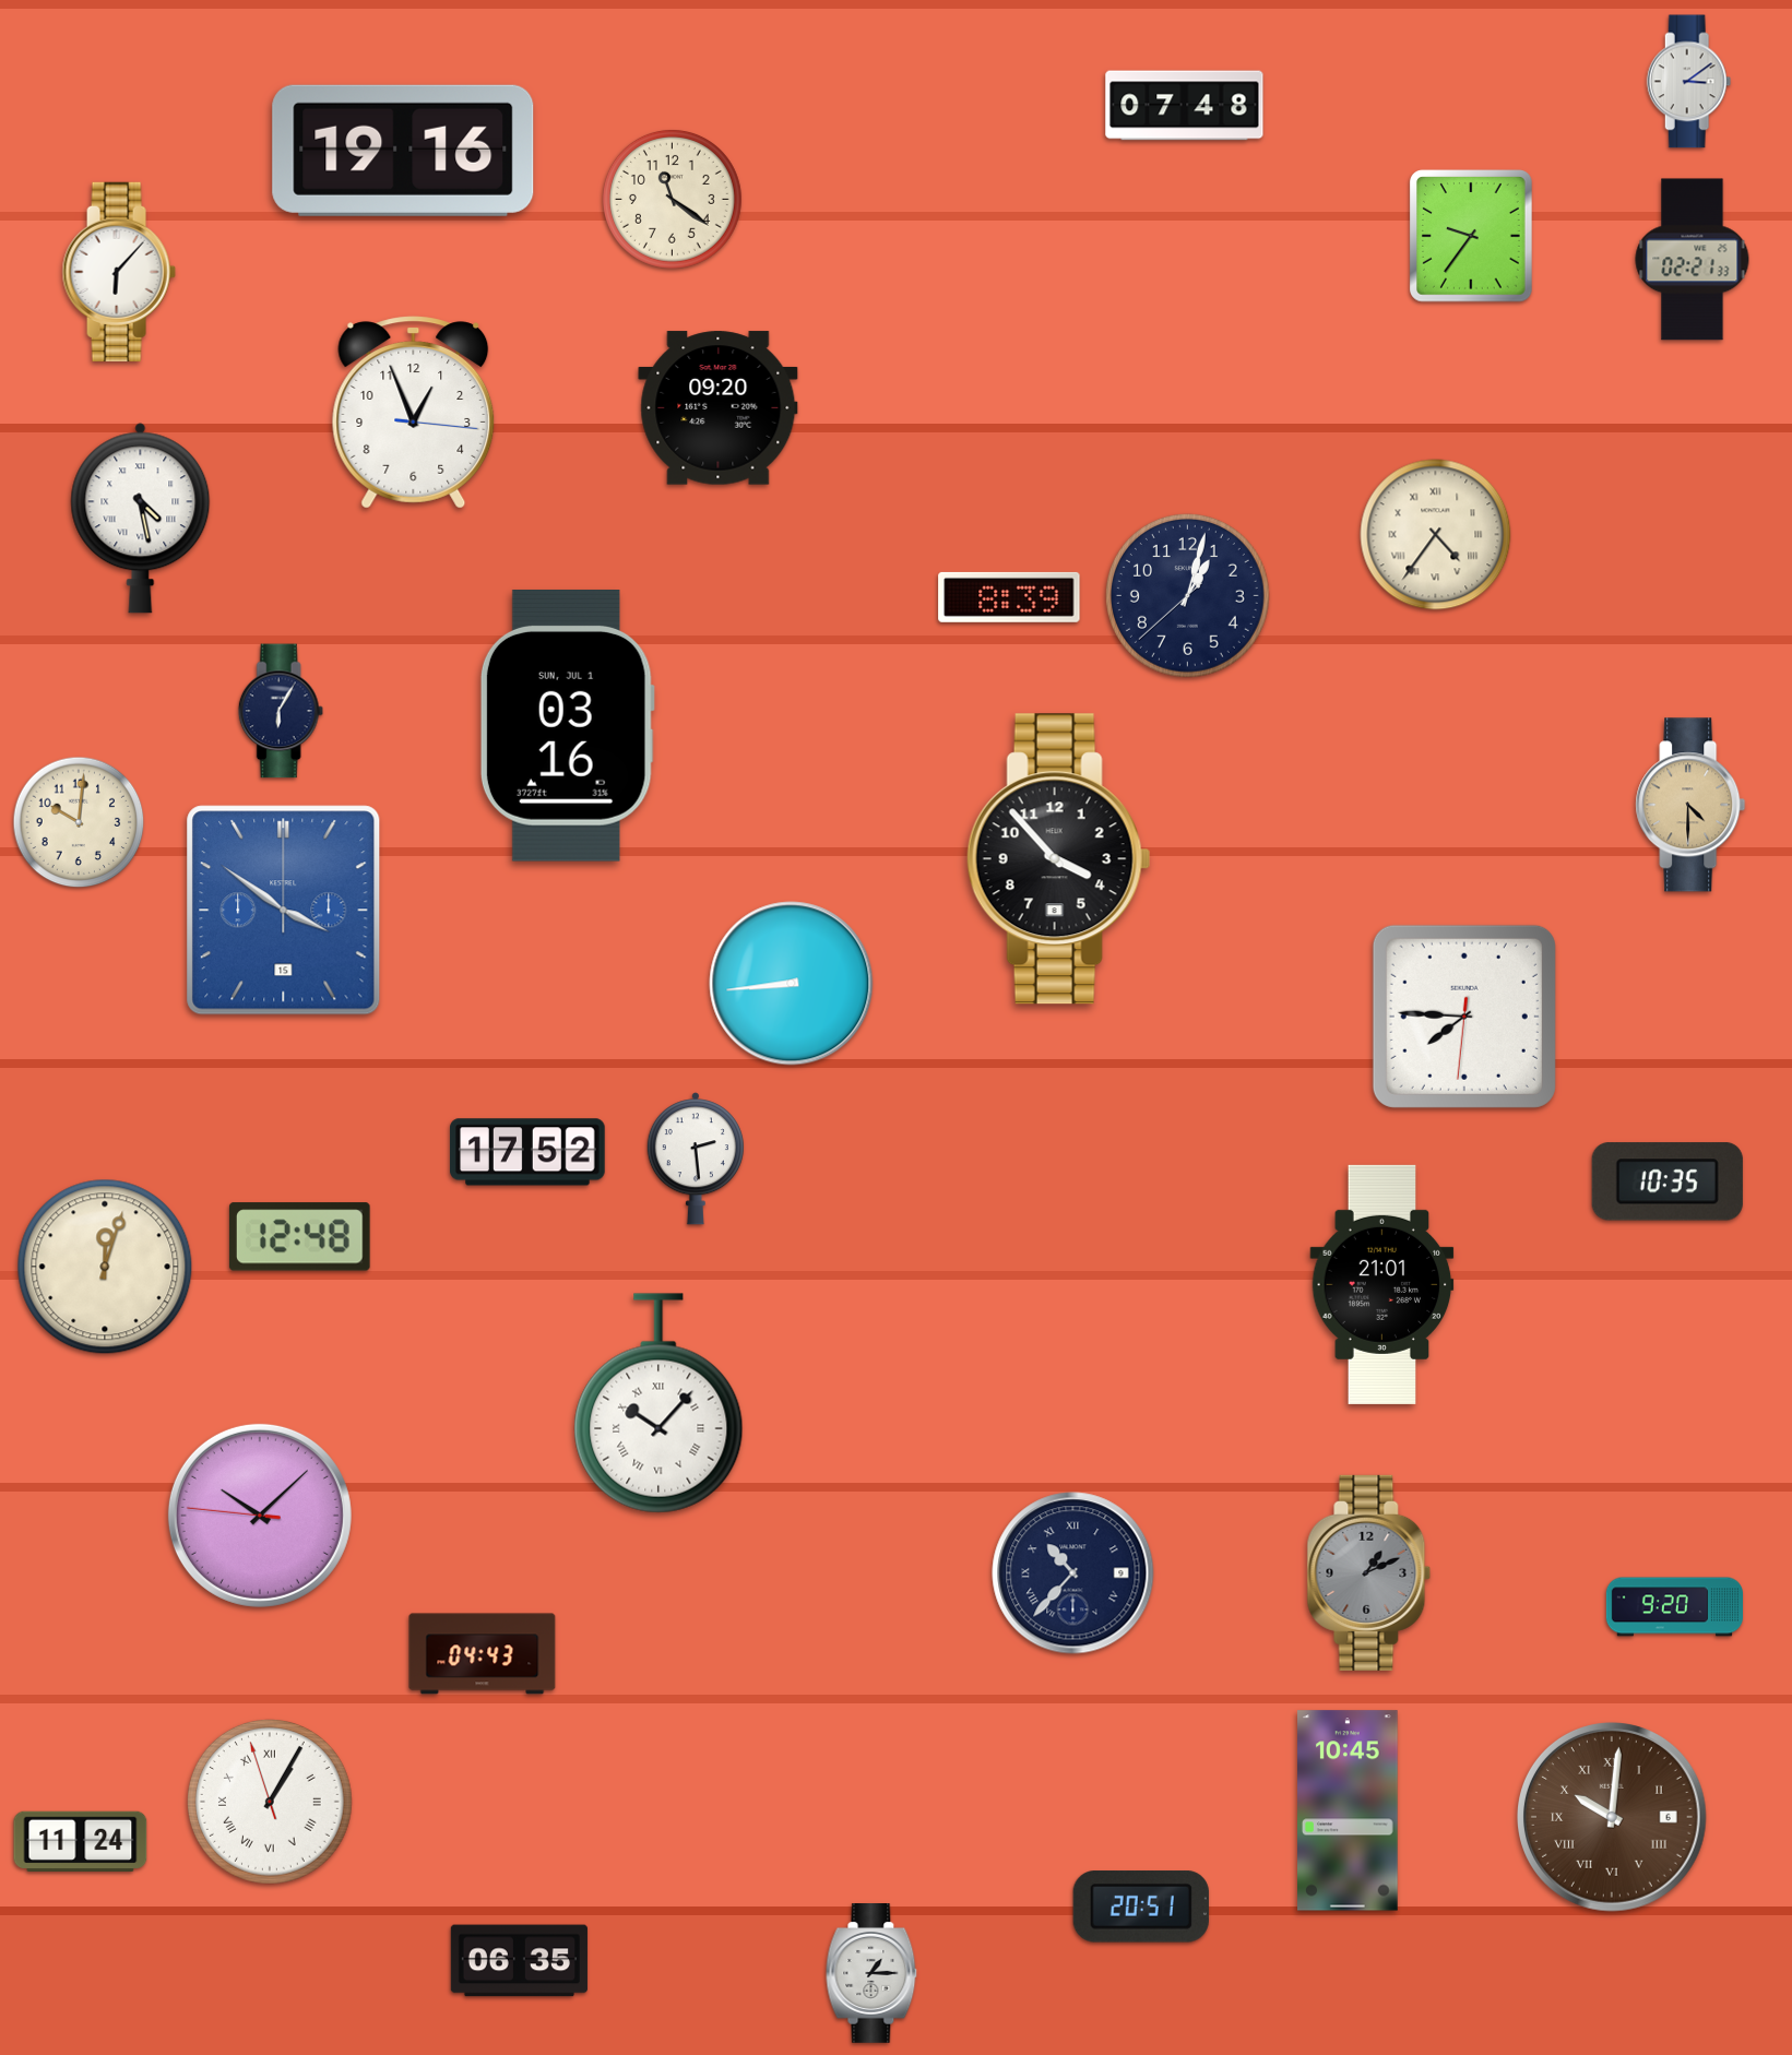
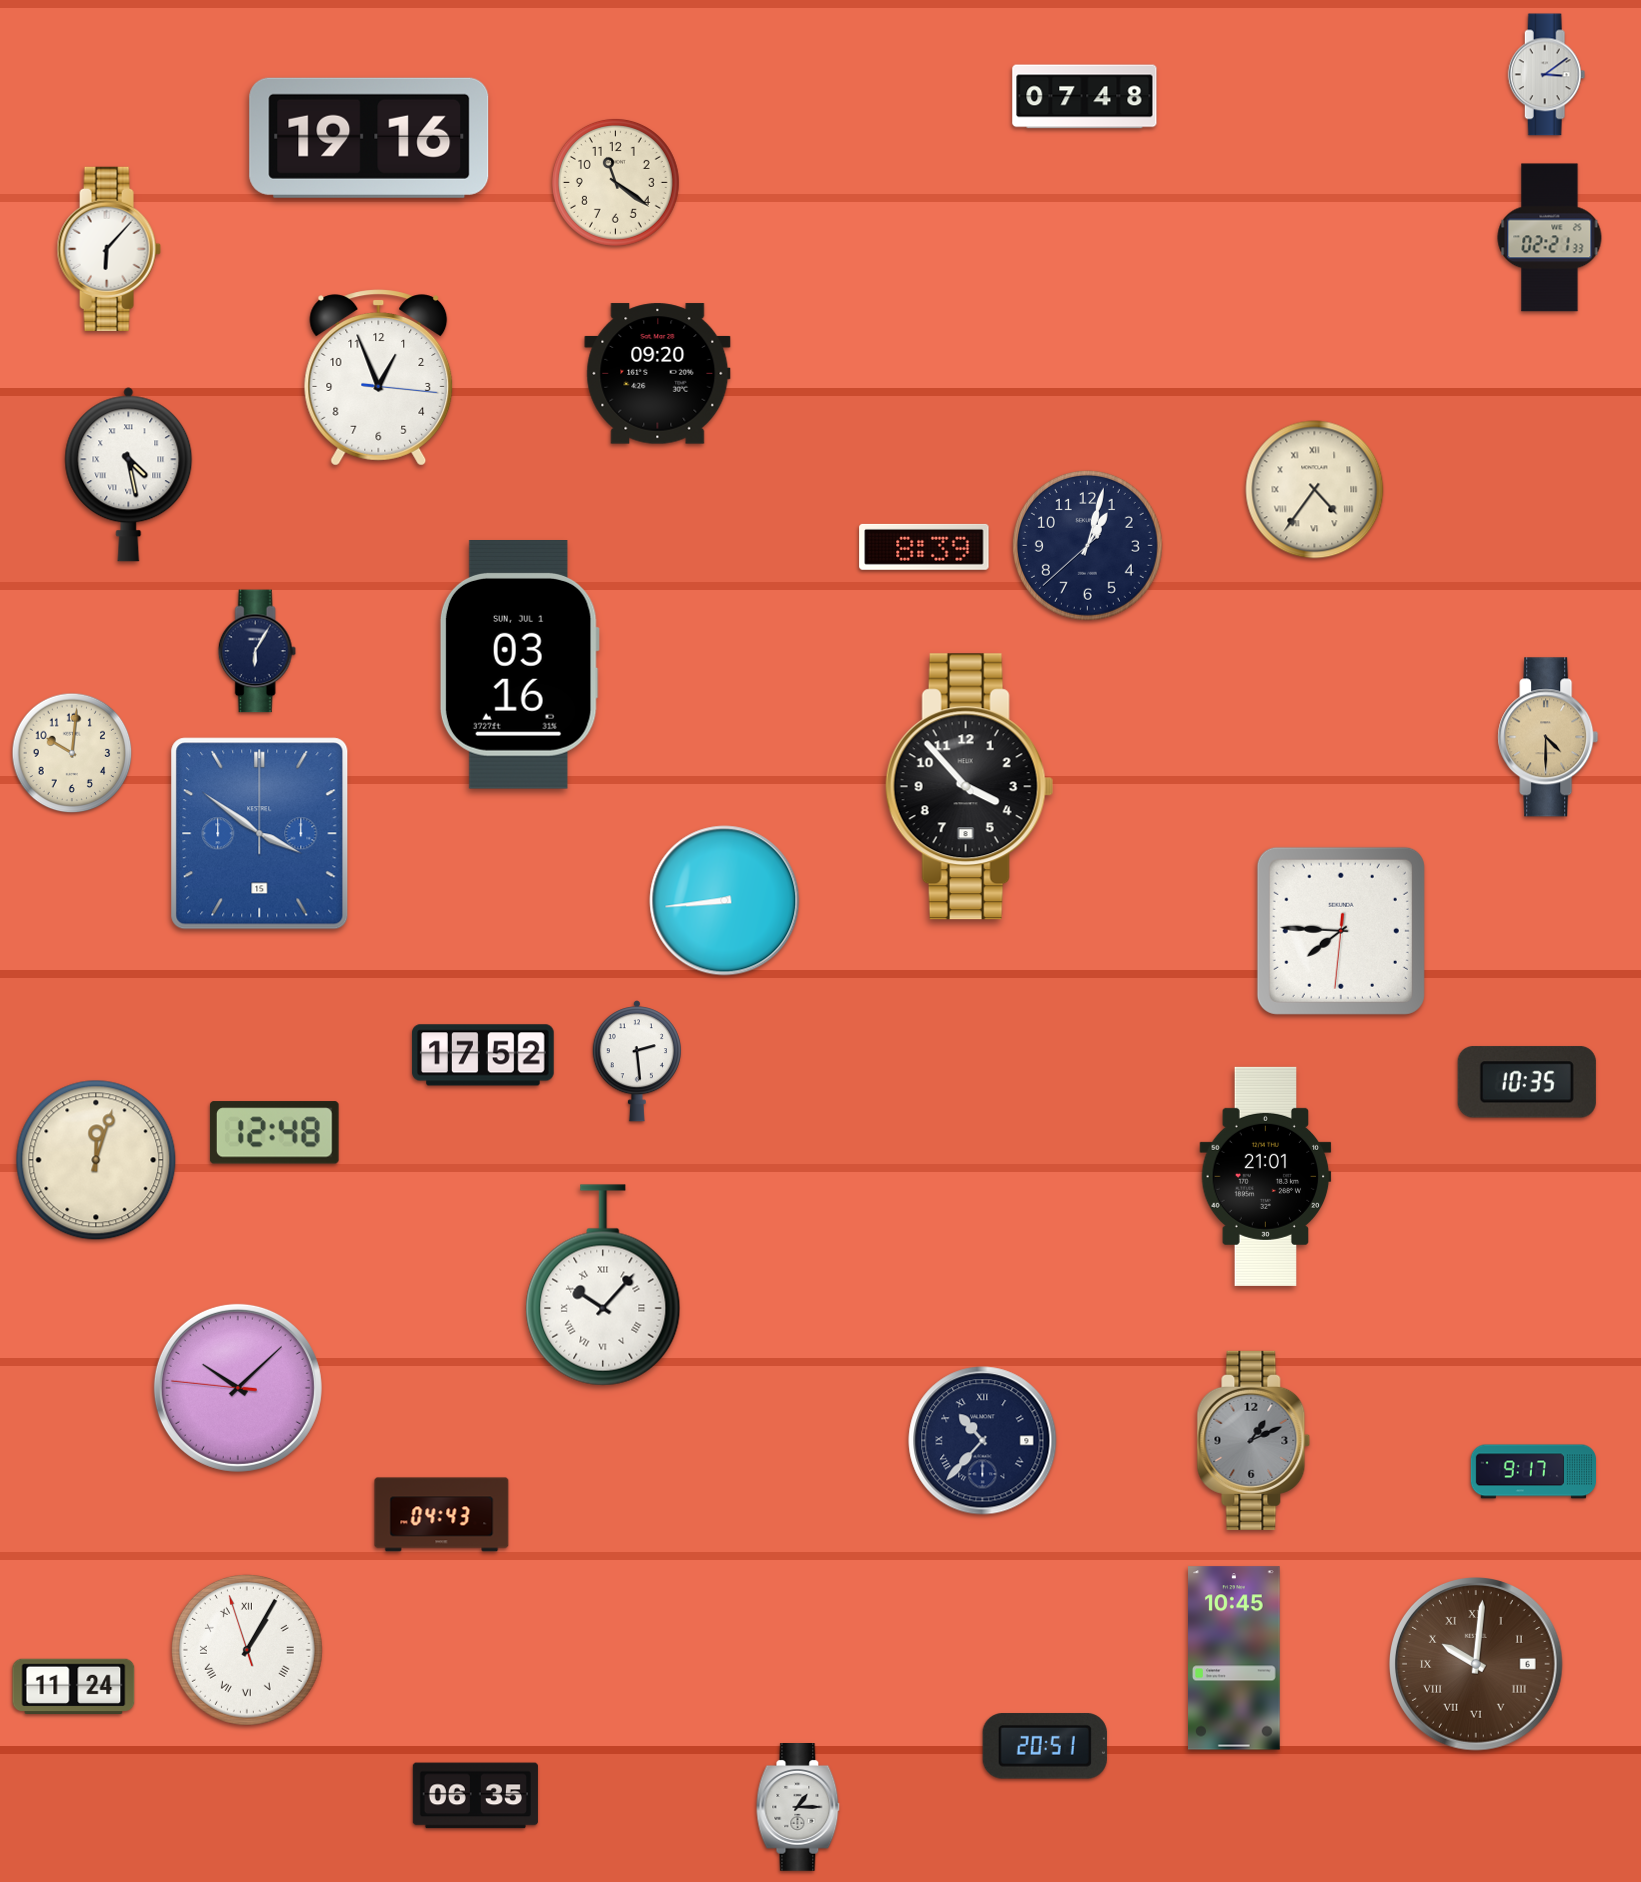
clock at (1472, 237): 9:36 -> none
clock at (1674, 1607): 9:20 -> 9:17
